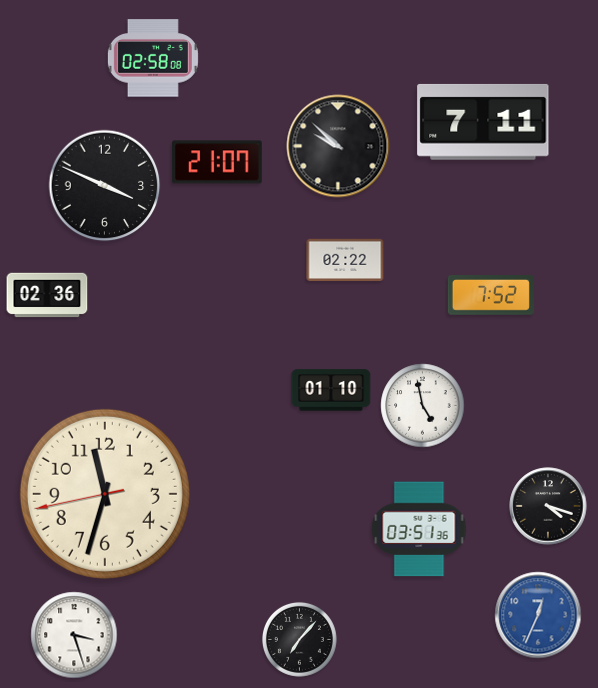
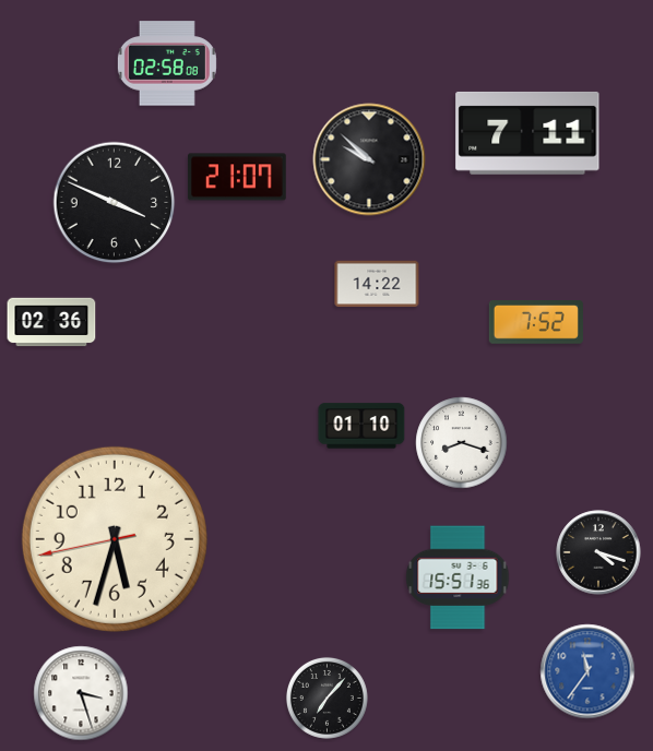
clock at (345, 260): 02:22 -> 14:22
clock at (423, 406): 4:58 -> 8:18
clock at (105, 494): 11:32 -> 5:32
clock at (419, 529): 03:51 -> 15:51
clock at (538, 615): 12:34 -> 11:36
